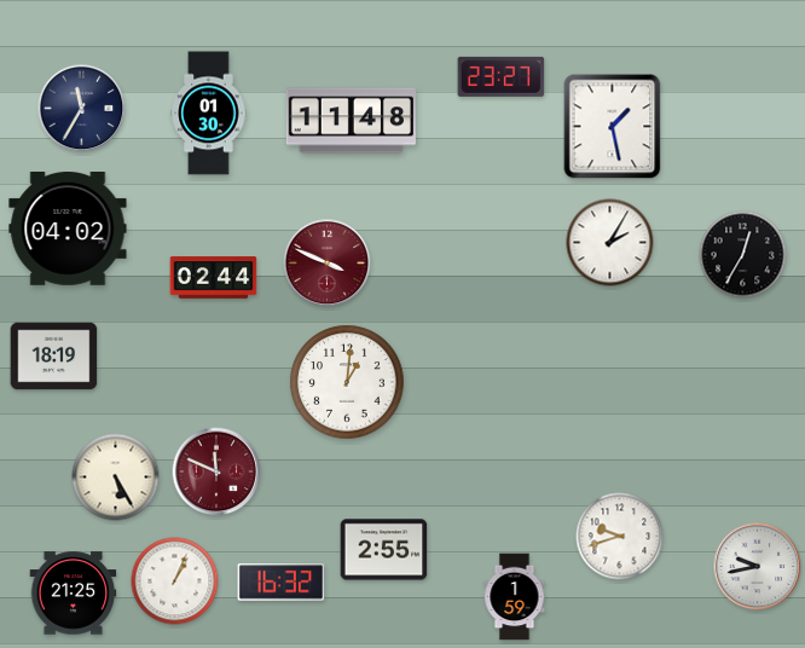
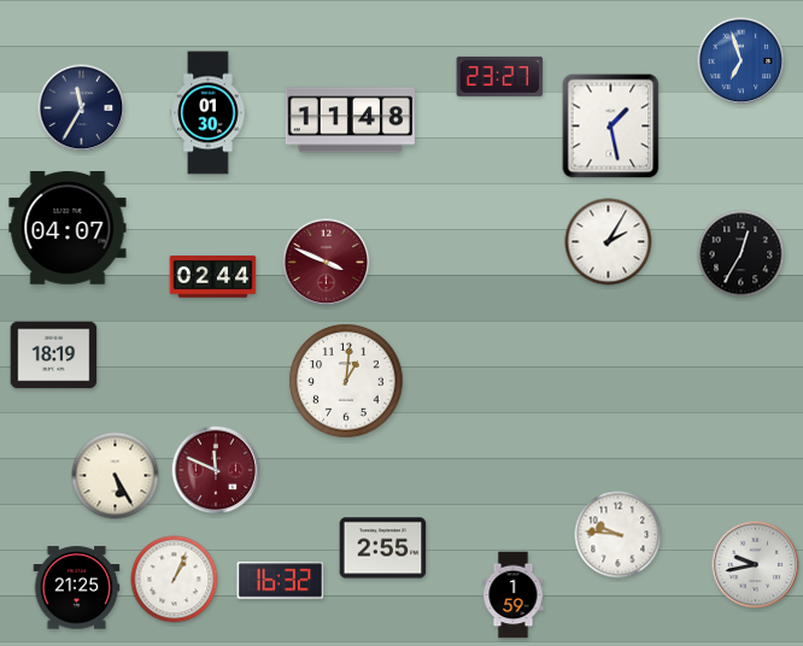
clock at (742, 61): none -> 6:57
clock at (68, 230): 04:02 -> 04:07
clock at (620, 537): 9:42 -> 9:46
clock at (74, 594) position: (74, 594) -> (77, 588)
